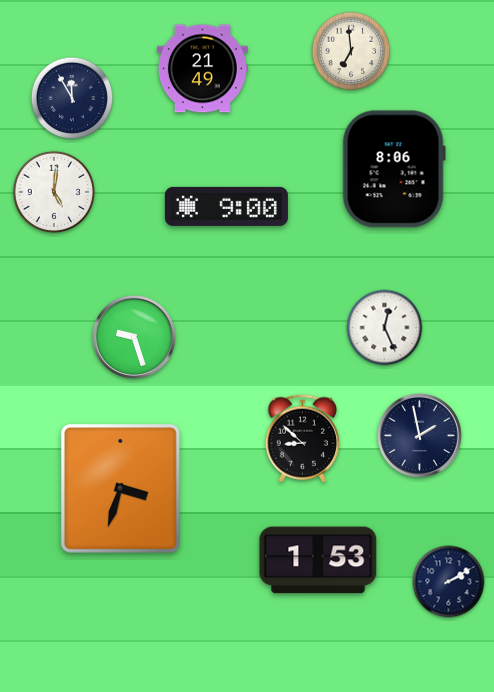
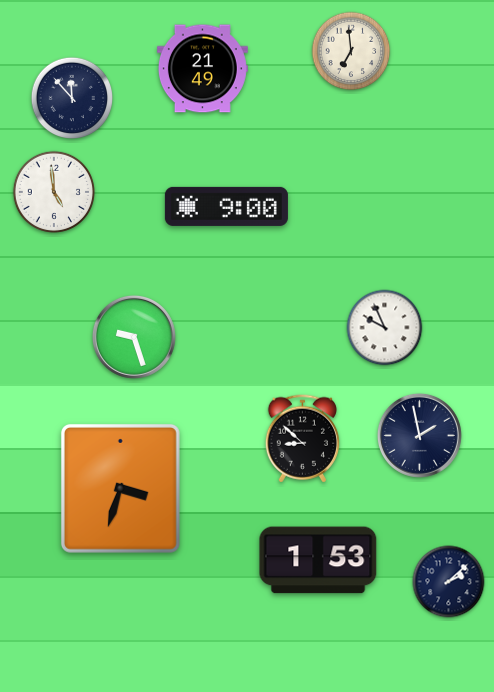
clock at (71, 97): 11:55 -> 11:53
clock at (394, 169): 8:06 -> none
clock at (53, 191): 5:01 -> 4:59
clock at (385, 328): 12:26 -> 9:56
clock at (449, 582): 2:10 -> 2:08
